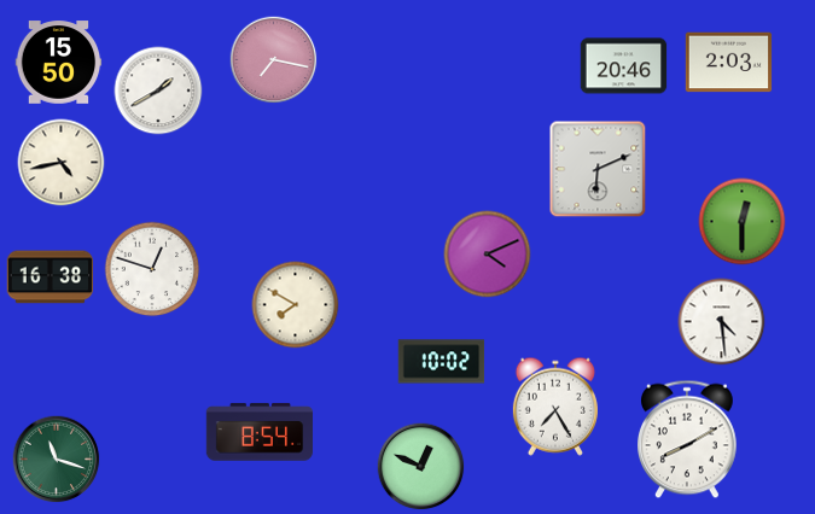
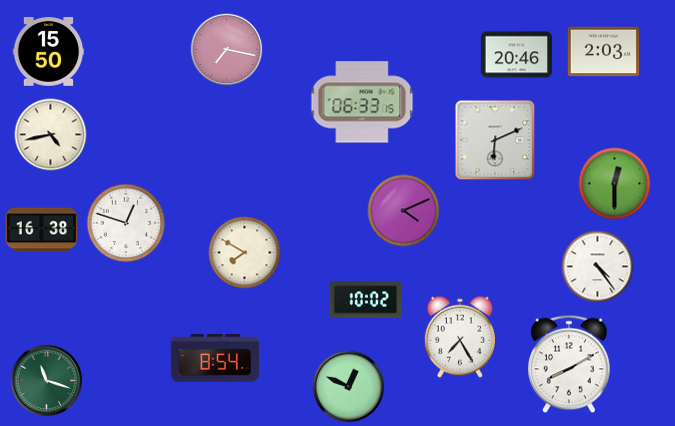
clock at (158, 90): 1:40 -> none
clock at (362, 102): none -> 06:33
clock at (722, 322): 4:29 -> 4:24
